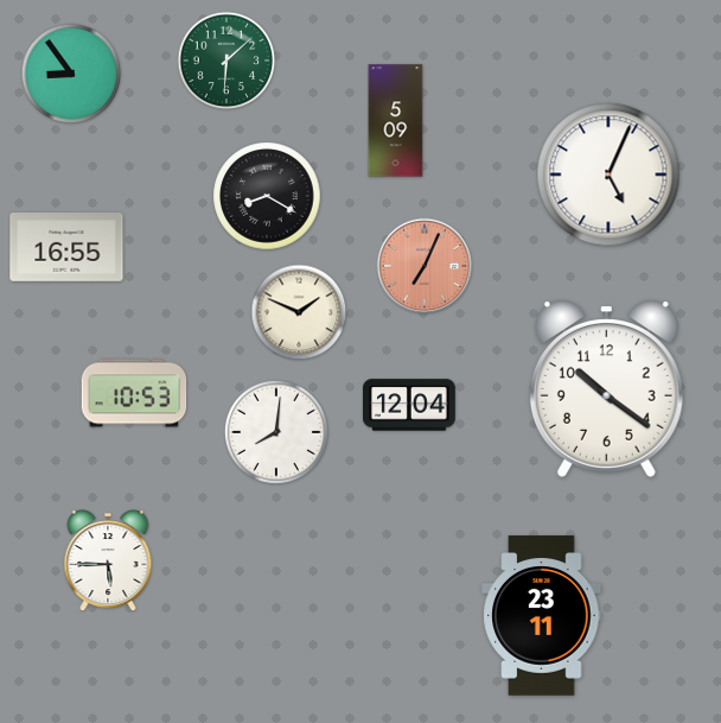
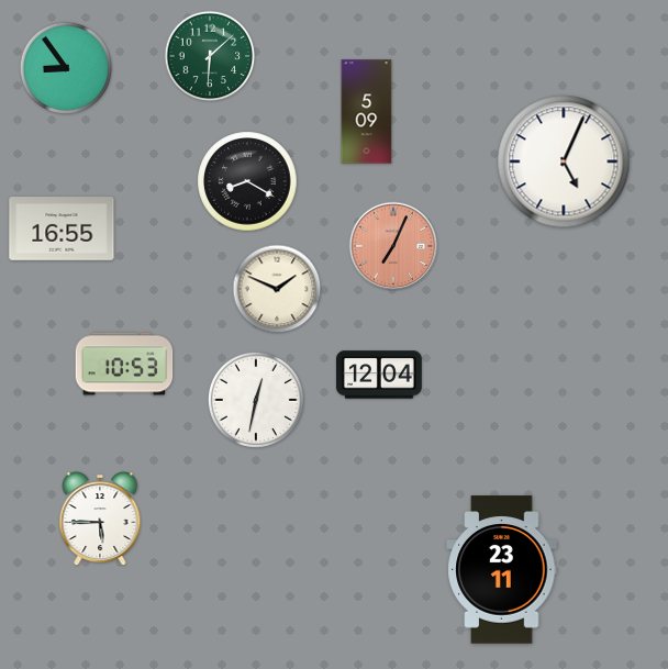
clock at (606, 388): 10:21 -> none
clock at (276, 432): 8:01 -> 12:32
